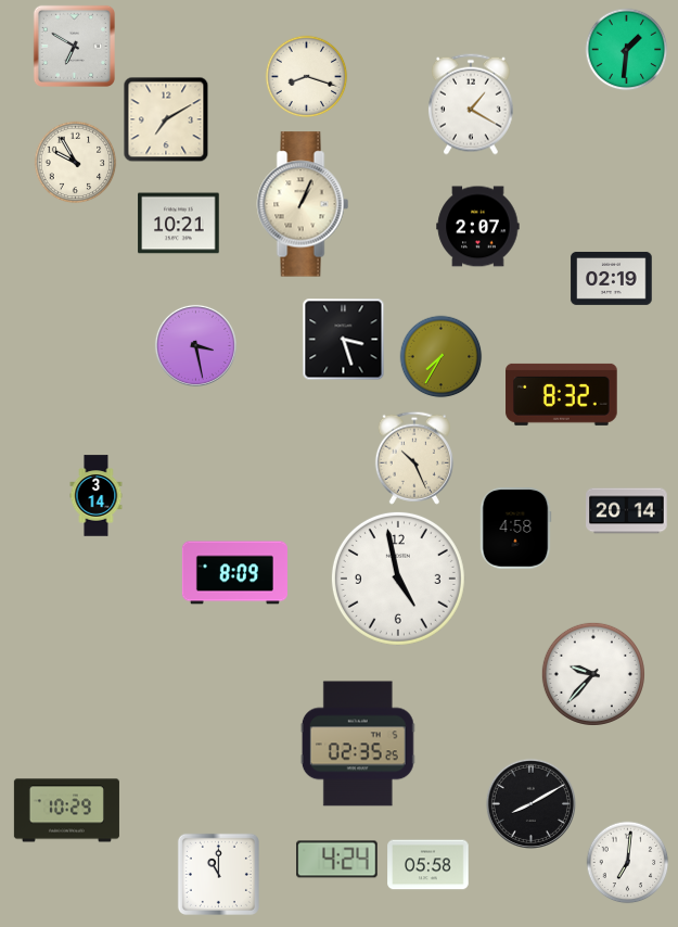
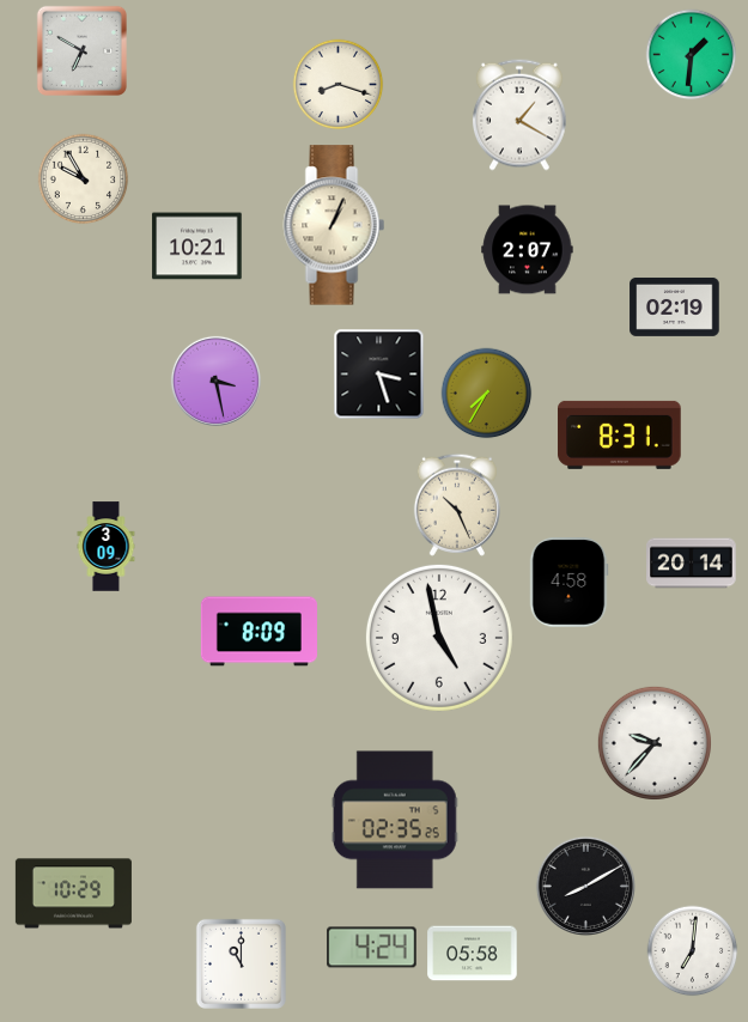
clock at (166, 119): 7:10 -> none
clock at (562, 394): 8:32 -> 8:31
clock at (97, 496): 3:14 -> 3:09
